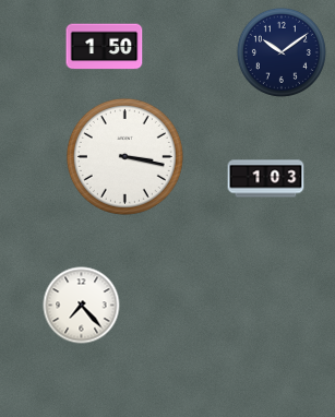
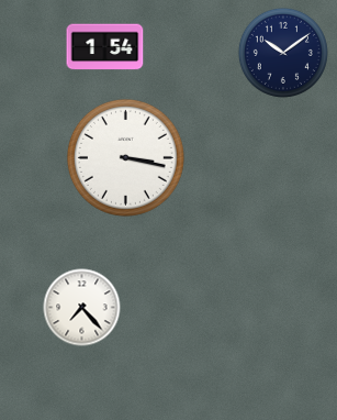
clock at (105, 47): 1:50 -> 1:54
clock at (266, 179): 1:03 -> none
